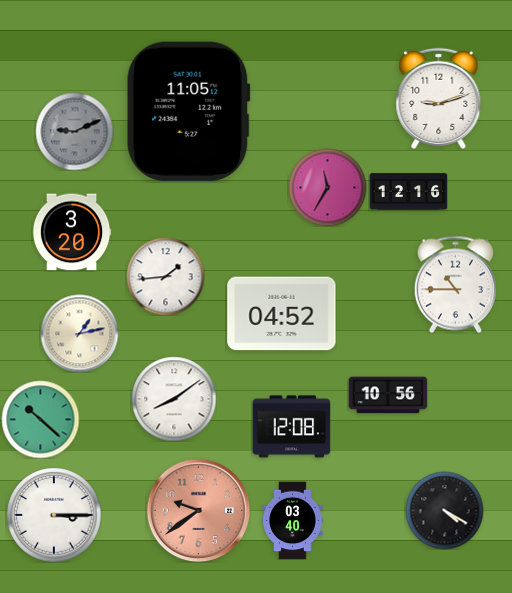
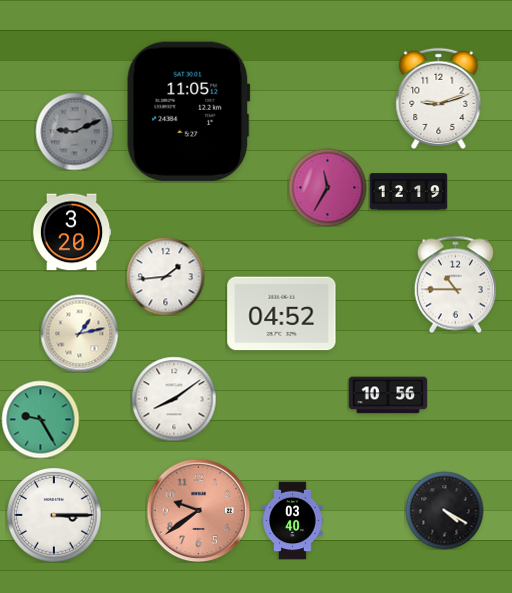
clock at (408, 192): 12:16 -> 12:19
clock at (40, 419): 10:22 -> 9:25
clock at (291, 427): 12:08 -> none
